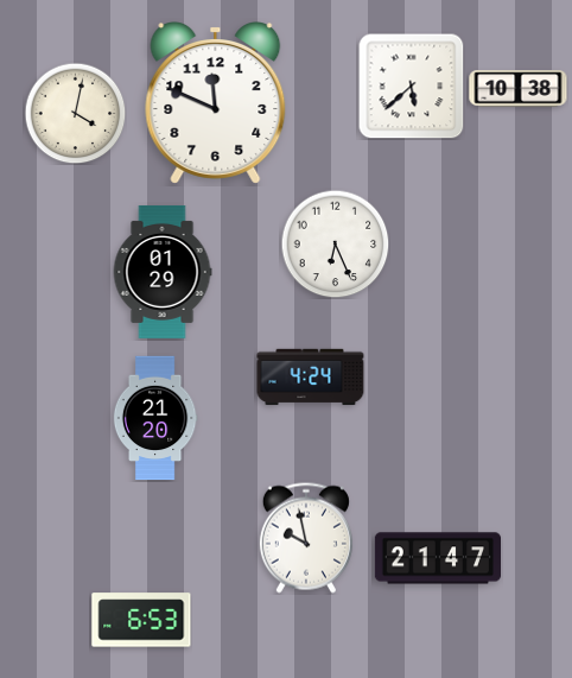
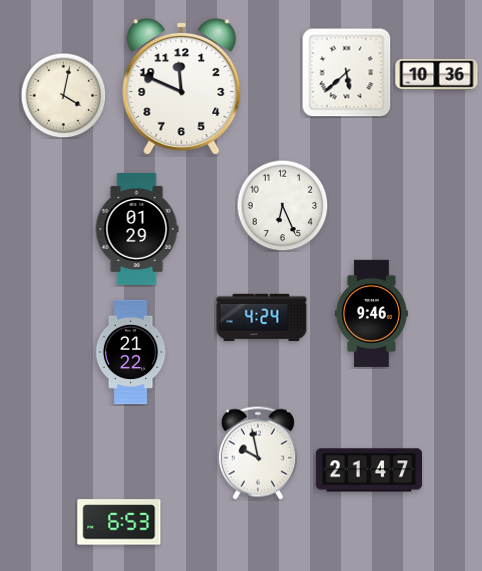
clock at (519, 89): 10:38 -> 10:36
clock at (371, 313): none -> 9:46
clock at (155, 418): 21:20 -> 21:22
